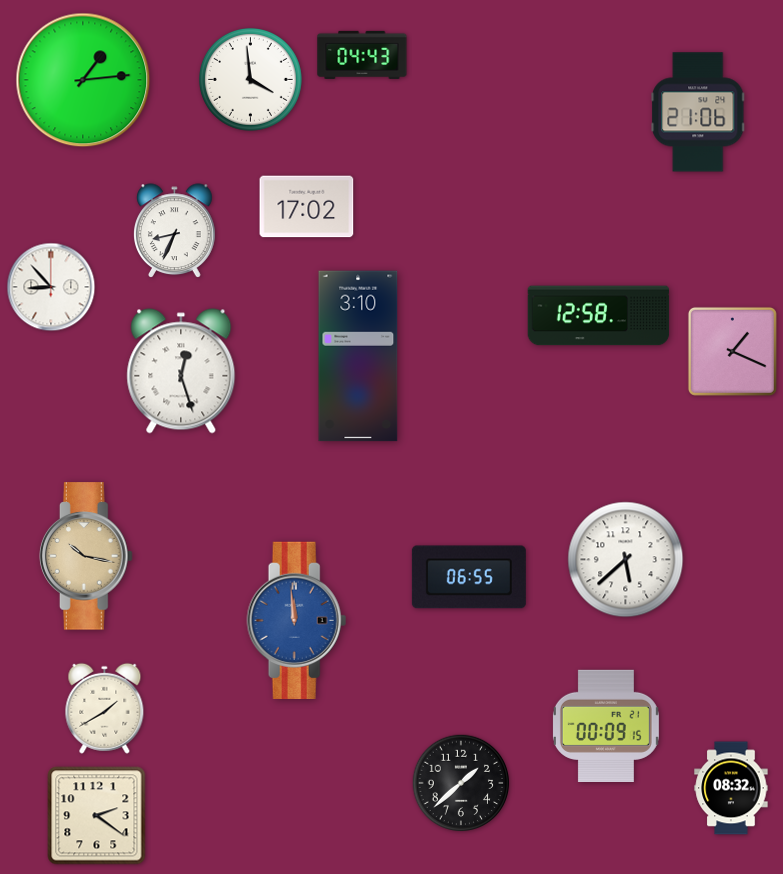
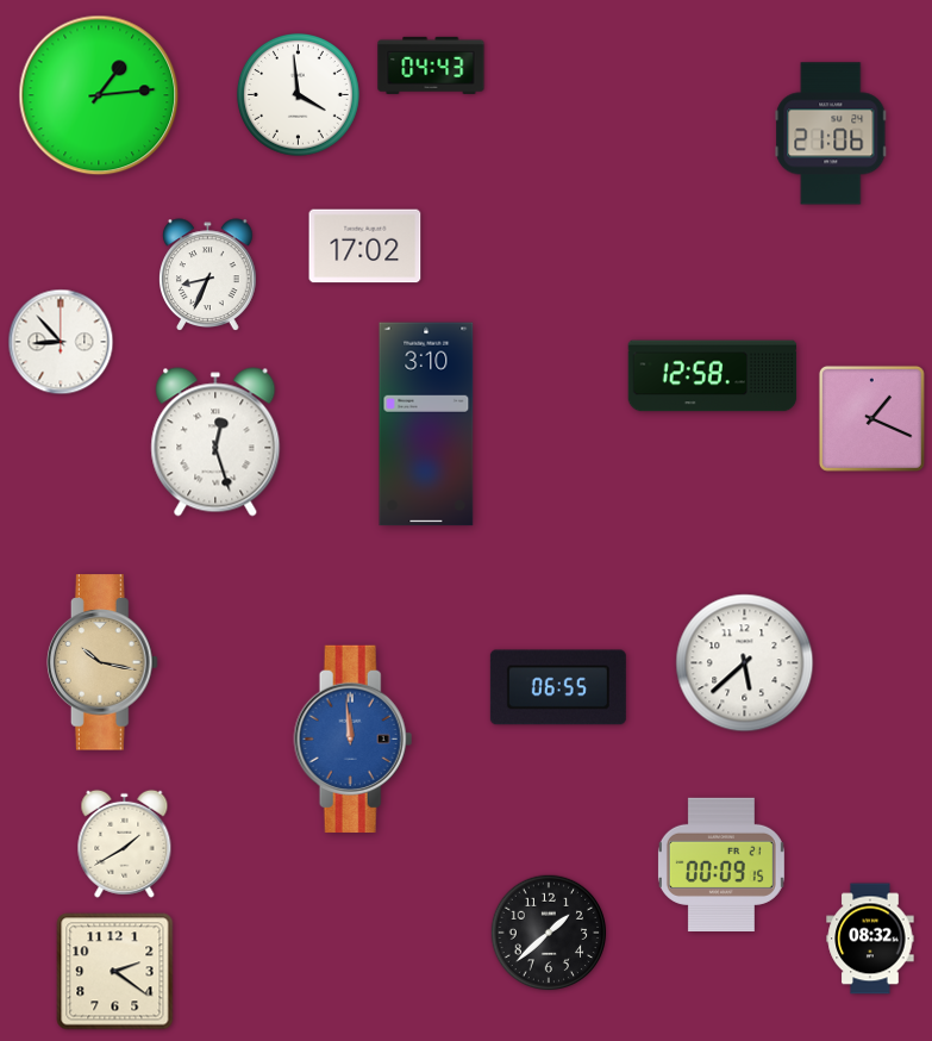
clock at (626, 560) position: (626, 560) -> (745, 663)
